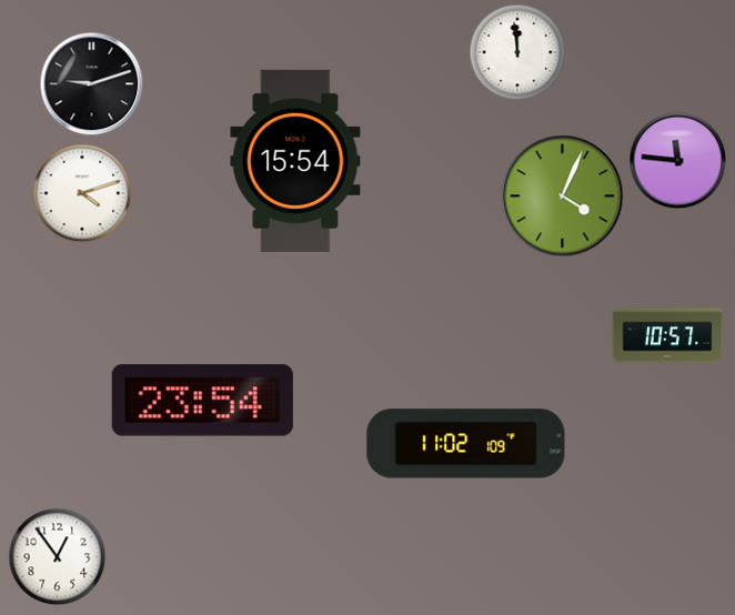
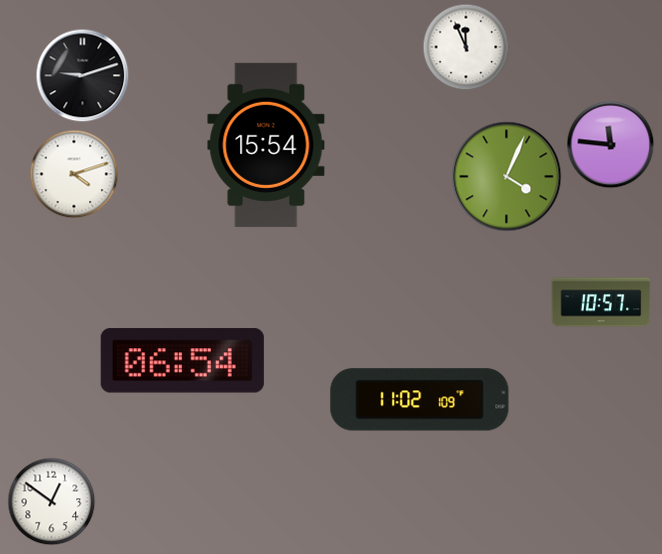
clock at (517, 52): 11:59 -> 11:56
clock at (202, 401): 23:54 -> 06:54
clock at (58, 557): 12:54 -> 12:51
